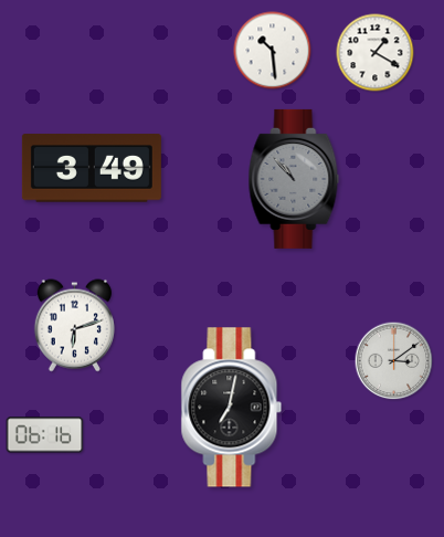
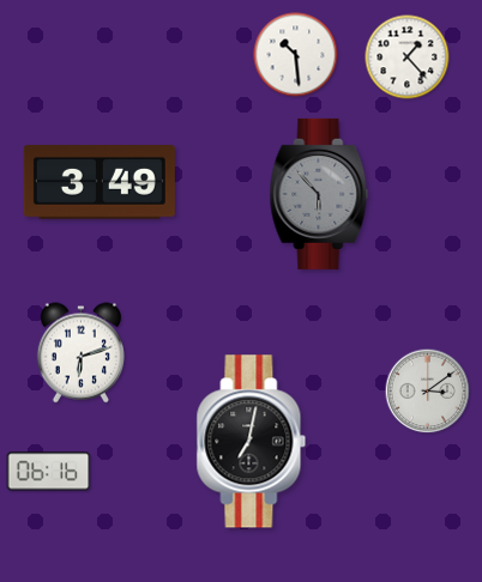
clock at (376, 53): 1:20 -> 1:23
clock at (294, 179): 10:53 -> 5:53
